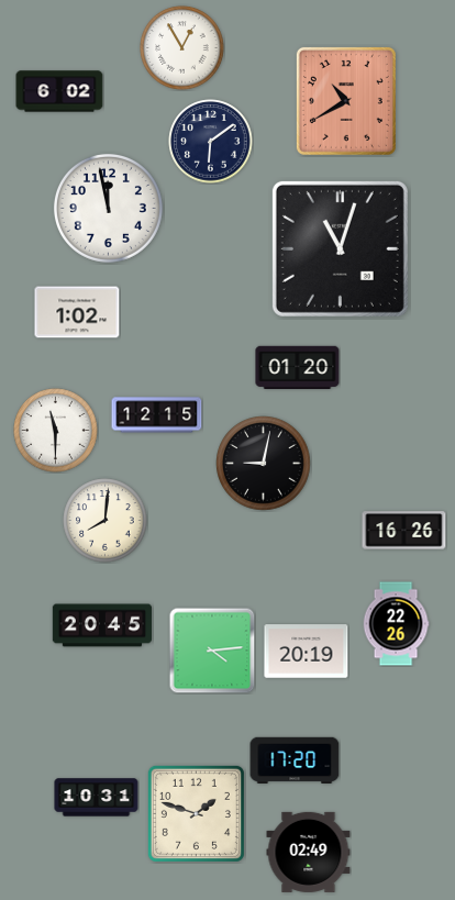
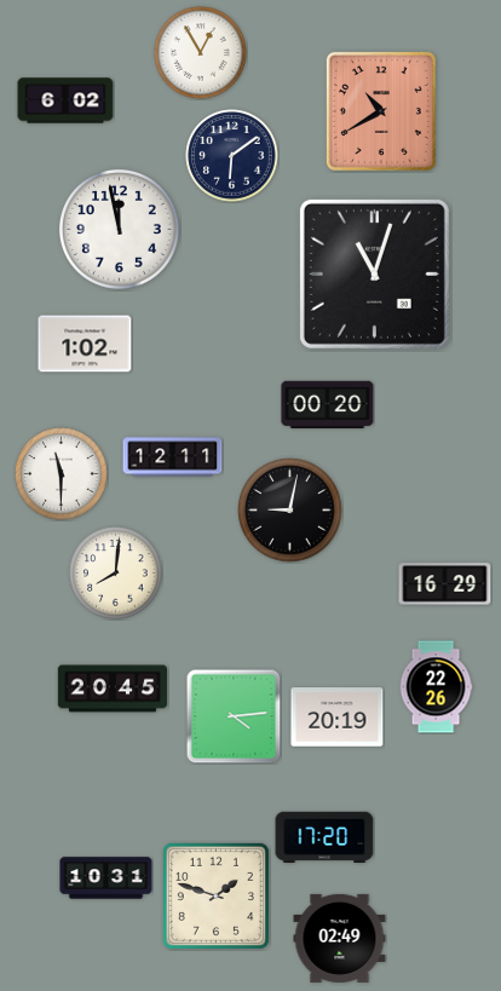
clock at (298, 367): 01:20 -> 00:20
clock at (157, 415): 12:15 -> 12:11
clock at (404, 531): 16:26 -> 16:29
